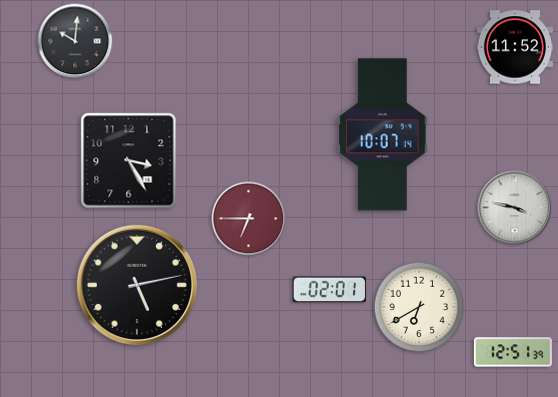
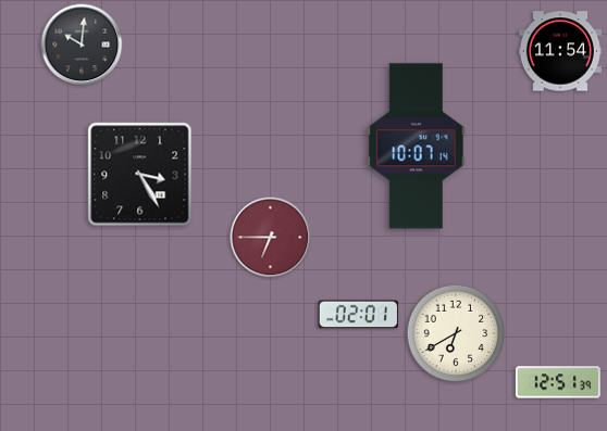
clock at (515, 47): 11:52 -> 11:54
clock at (515, 208): 3:47 -> none
clock at (137, 285): 5:13 -> none
